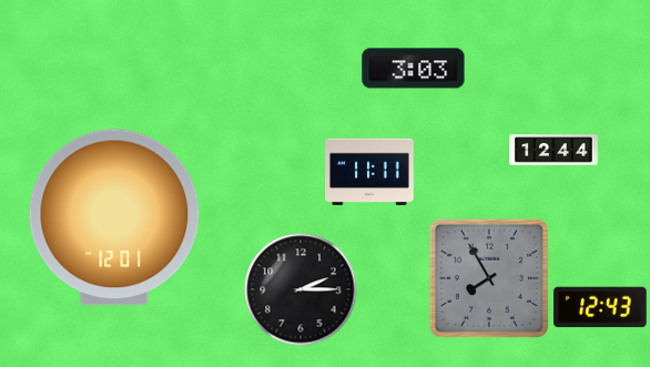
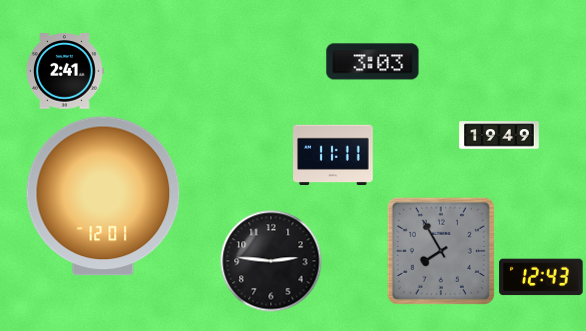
clock at (65, 71): none -> 2:41
clock at (553, 150): 12:44 -> 19:49
clock at (301, 289): 2:15 -> 2:46
